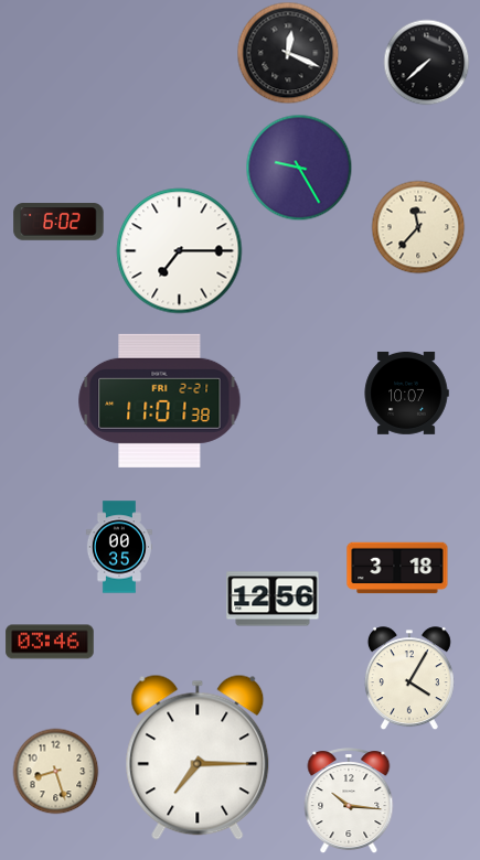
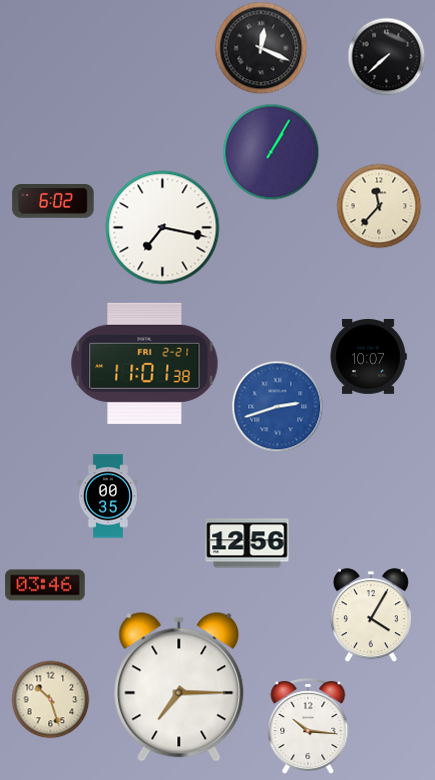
clock at (299, 168): 9:25 -> 1:05
clock at (180, 251): 7:15 -> 7:17
clock at (277, 406): none -> 2:42
clock at (397, 568): 3:18 -> none
clock at (50, 642) position: (50, 642) -> (45, 585)
clock at (55, 771): 8:27 -> 10:27
clock at (349, 800) position: (349, 800) -> (308, 726)
